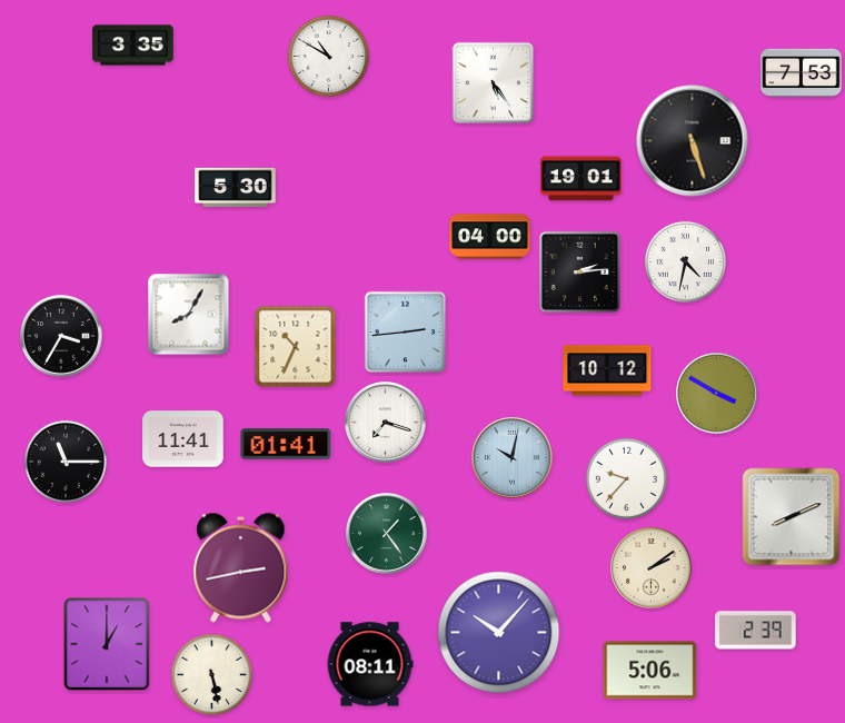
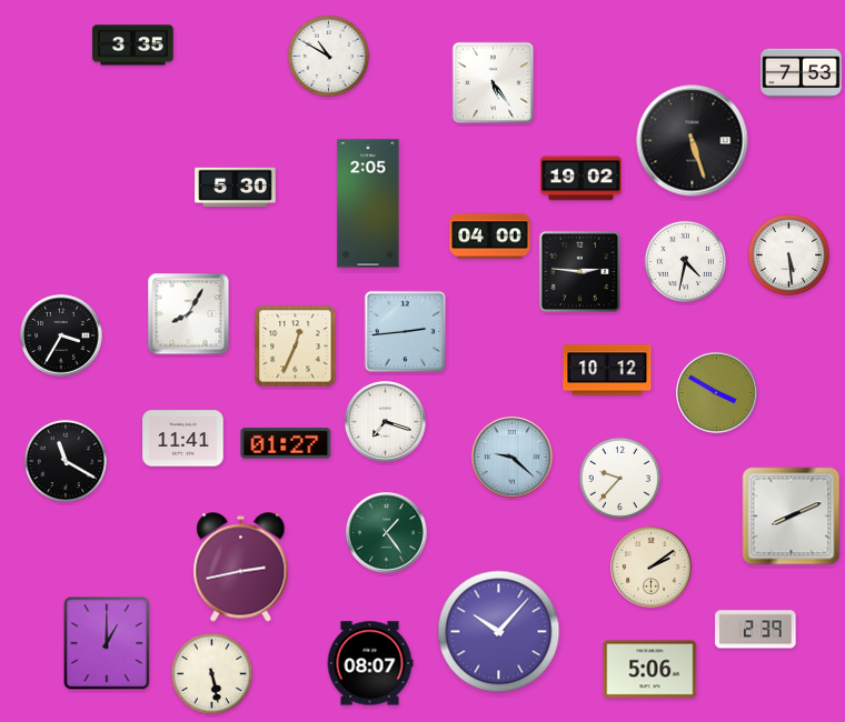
clock at (581, 179): 19:01 -> 19:02
clock at (368, 203): none -> 2:05
clock at (788, 254): none -> 5:29
clock at (580, 273): 2:14 -> 2:46
clock at (296, 347): 10:34 -> 12:34
clock at (286, 444): 01:41 -> 01:27
clock at (513, 458): 10:02 -> 9:22
clock at (64, 460): 11:15 -> 11:20
clock at (626, 478) position: (626, 478) -> (619, 478)
clock at (370, 664): 08:11 -> 08:07
